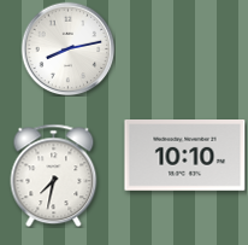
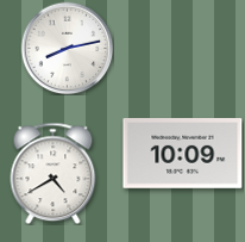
clock at (185, 156): 10:10 -> 10:09
clock at (54, 175): 7:32 -> 4:40
